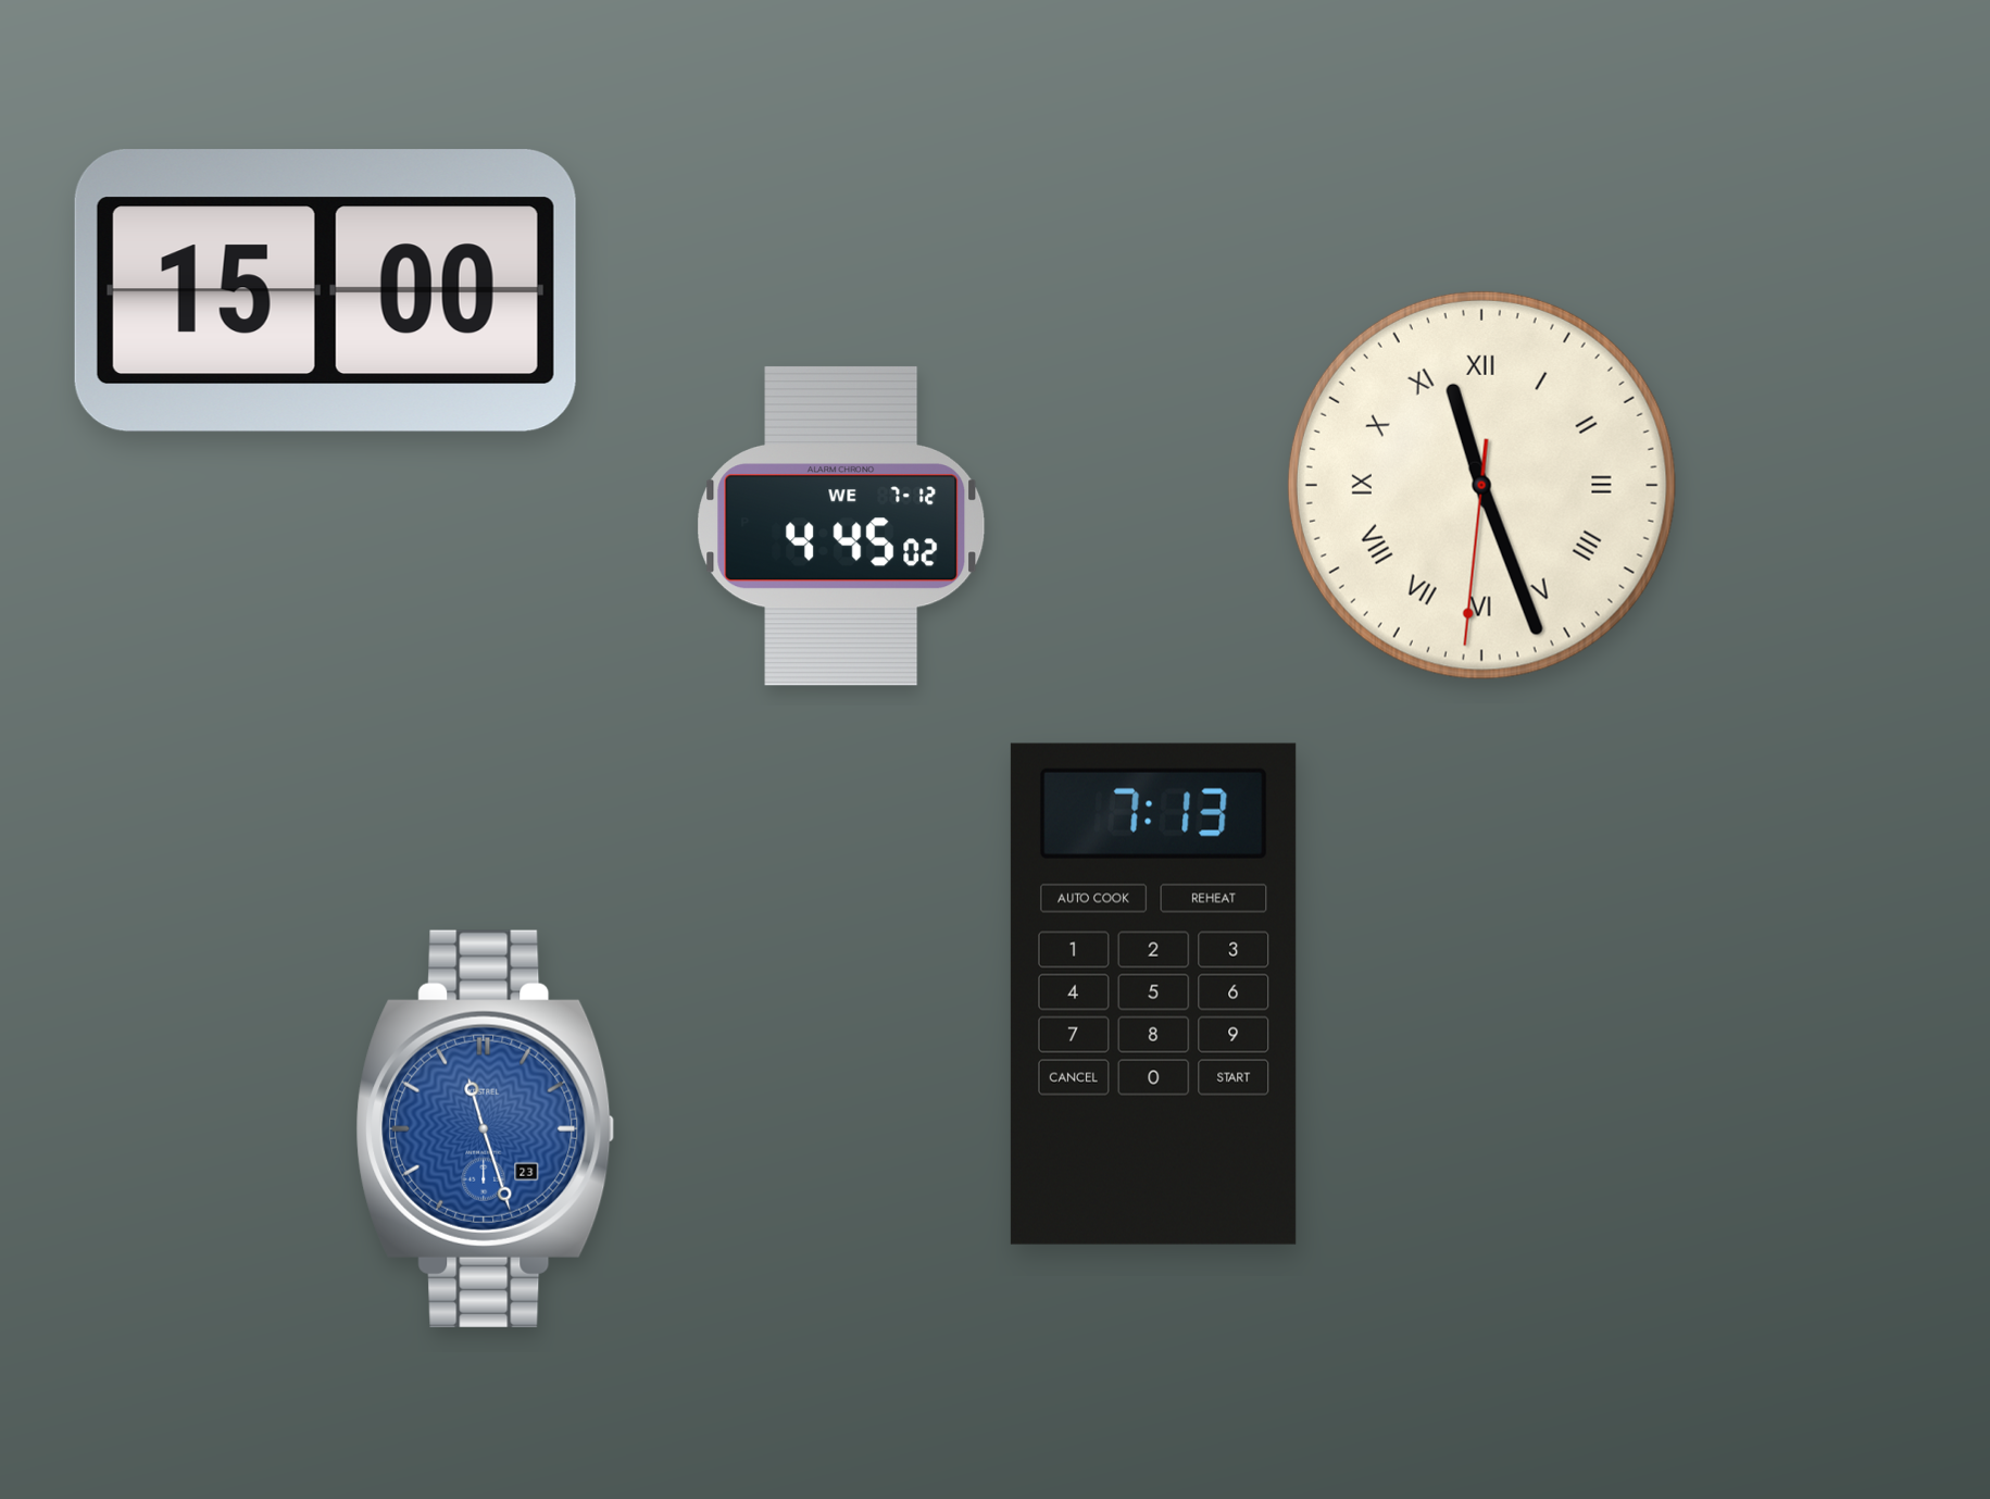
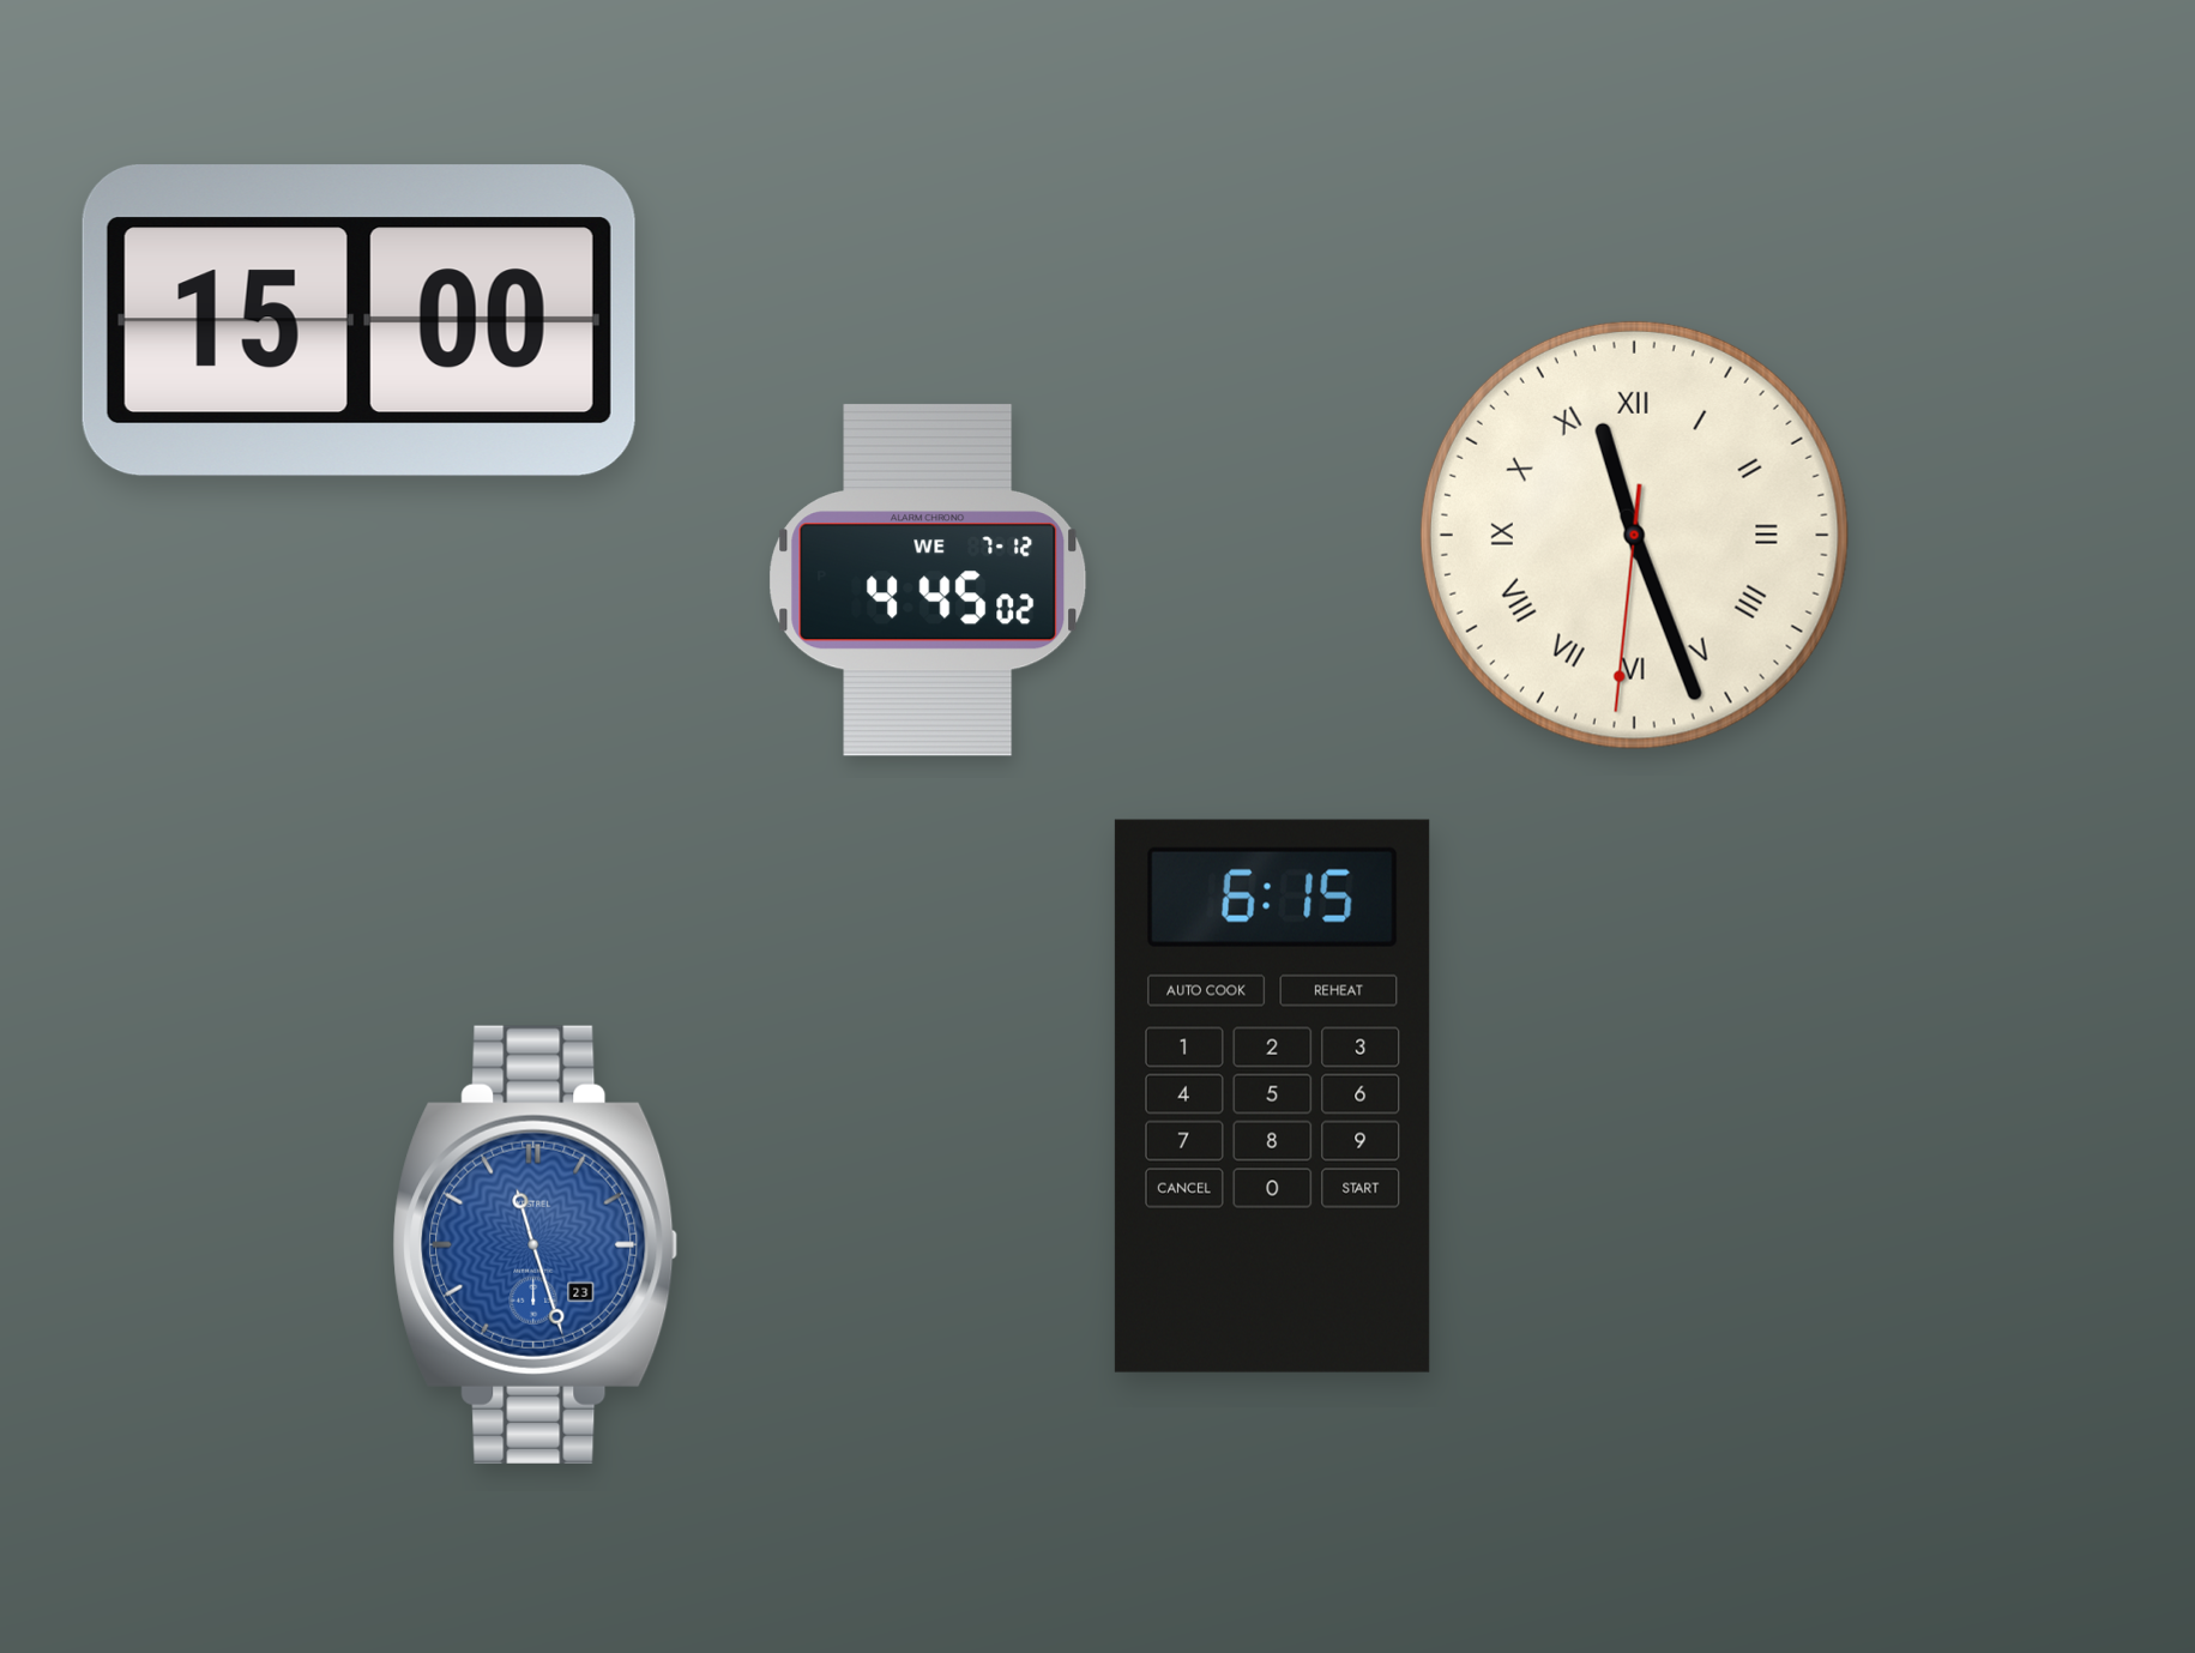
clock at (1153, 994): 7:13 -> 6:15
